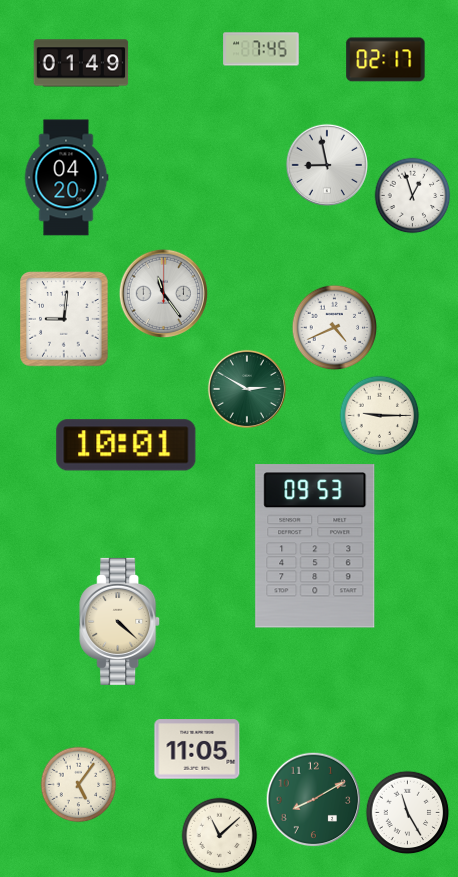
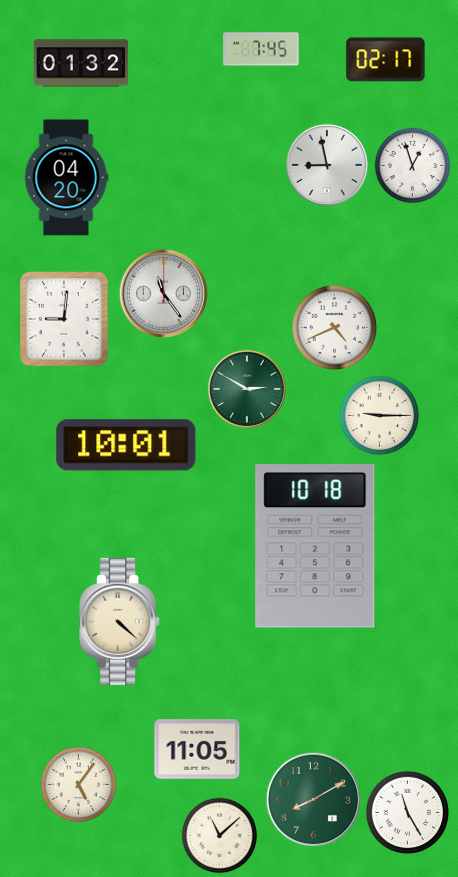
clock at (81, 63): 01:49 -> 01:32
clock at (413, 196) position: (413, 196) -> (413, 166)
clock at (315, 546): 09:53 -> 10:18
